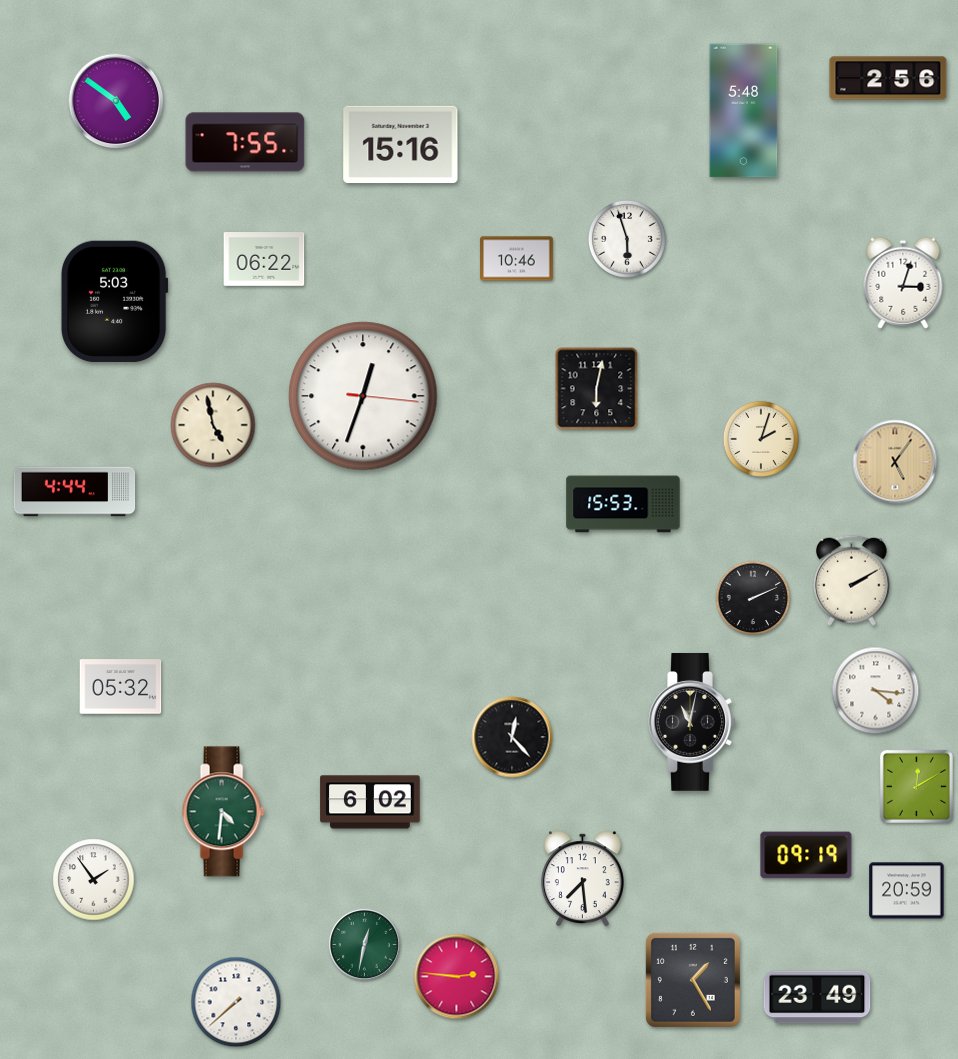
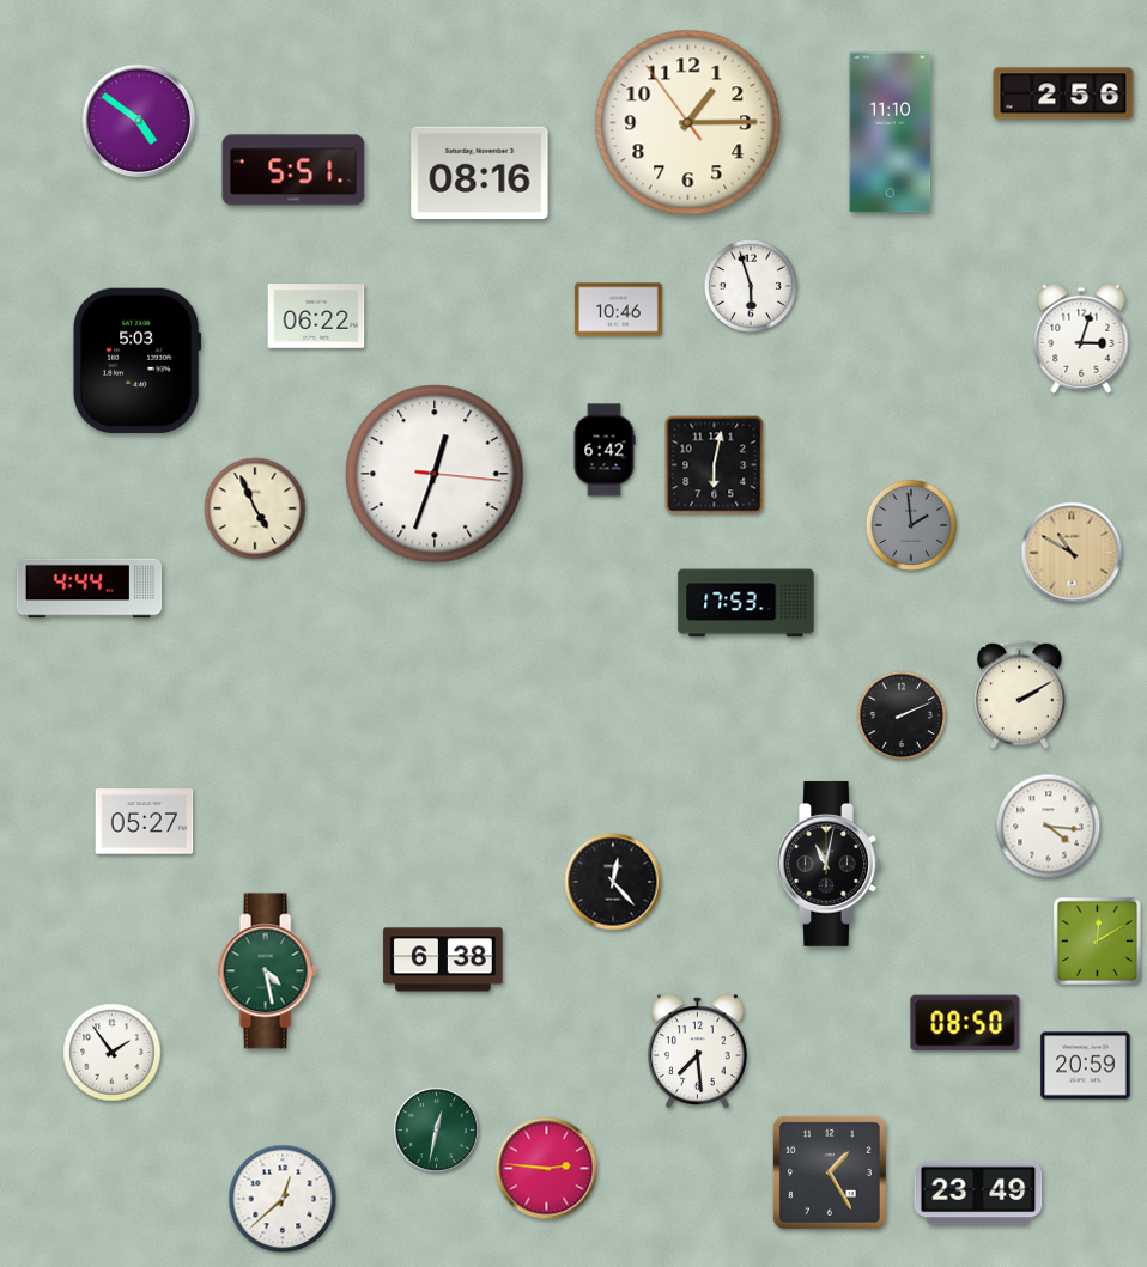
clock at (688, 123): none -> 1:14
clock at (744, 111): 5:48 -> 11:10
clock at (245, 142): 7:55 -> 5:51
clock at (401, 145): 15:16 -> 08:16
clock at (264, 260) position: (264, 260) -> (316, 317)
clock at (605, 450): none -> 6:42
clock at (213, 425): 4:58 -> 4:56
clock at (761, 439): 2:03 -> 1:59
clock at (761, 439) dial: cream -> grey
clock at (895, 462): 5:06 -> 10:50
clock at (623, 504): 15:53 -> 17:53
clock at (121, 687): 05:32 -> 05:27
clock at (370, 802): 6:02 -> 6:38
clock at (223, 812): 4:31 -> 4:28
clock at (806, 855): 09:19 -> 08:50
clock at (236, 1002): 7:38 -> 12:38
